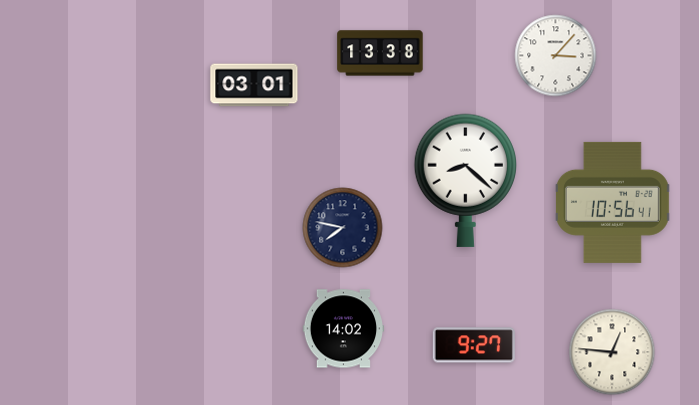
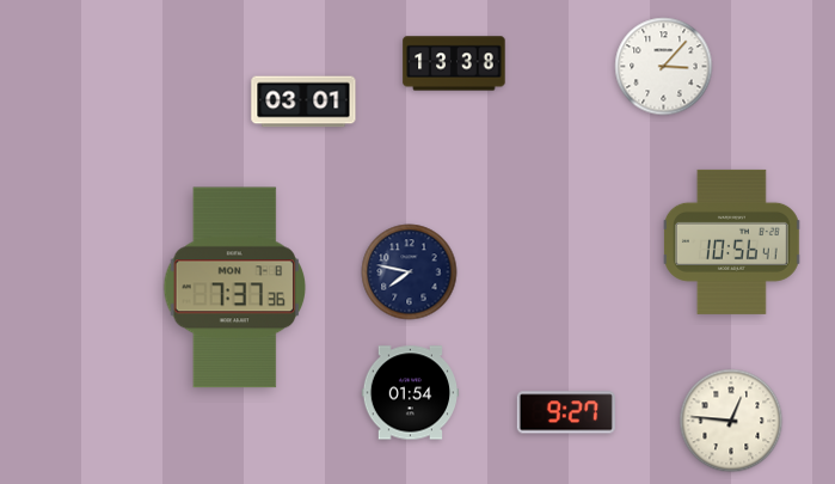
clock at (465, 180): 8:22 -> none
clock at (235, 288): none -> 7:37
clock at (344, 329): 14:02 -> 01:54
